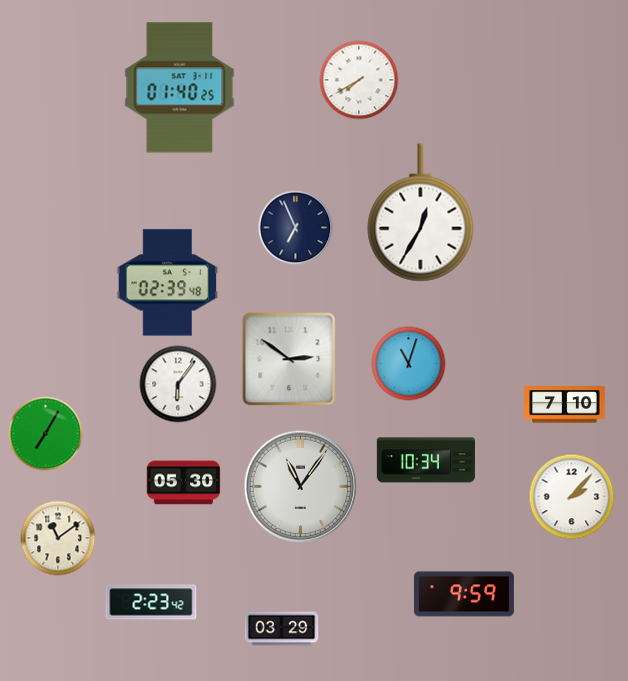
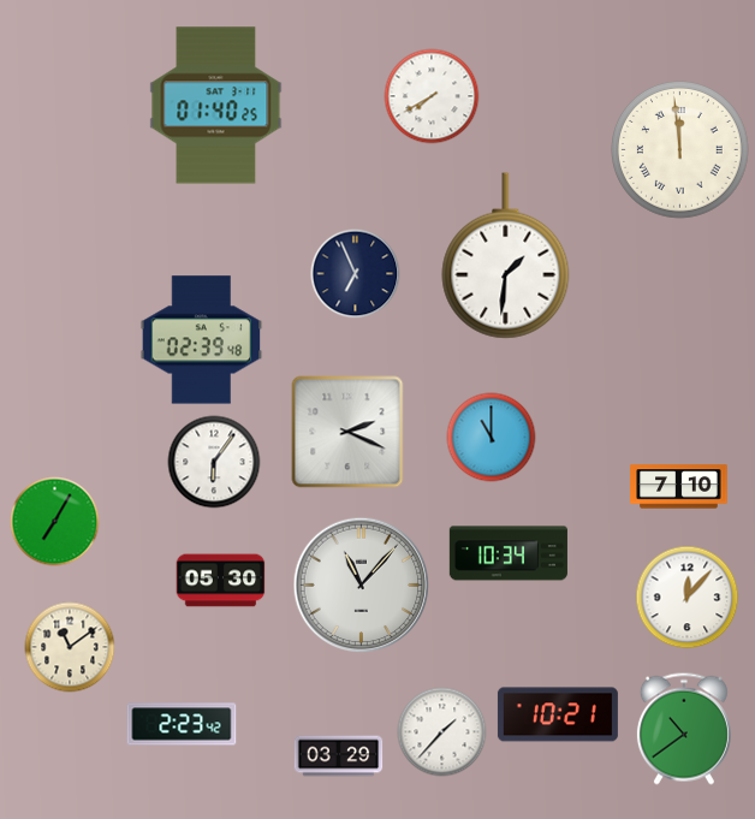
clock at (680, 150): none -> 11:59
clock at (421, 213): 12:35 -> 1:31
clock at (289, 359): 2:51 -> 2:19
clock at (409, 364): 11:03 -> 11:00
clock at (426, 460) position: (426, 460) -> (509, 553)
clock at (301, 487): 11:06 -> 11:07
clock at (572, 497): 2:07 -> 12:07
clock at (464, 594): 9:59 -> 10:21
clock at (684, 729): none -> 10:39
clock at (442, 732): none -> 1:37
